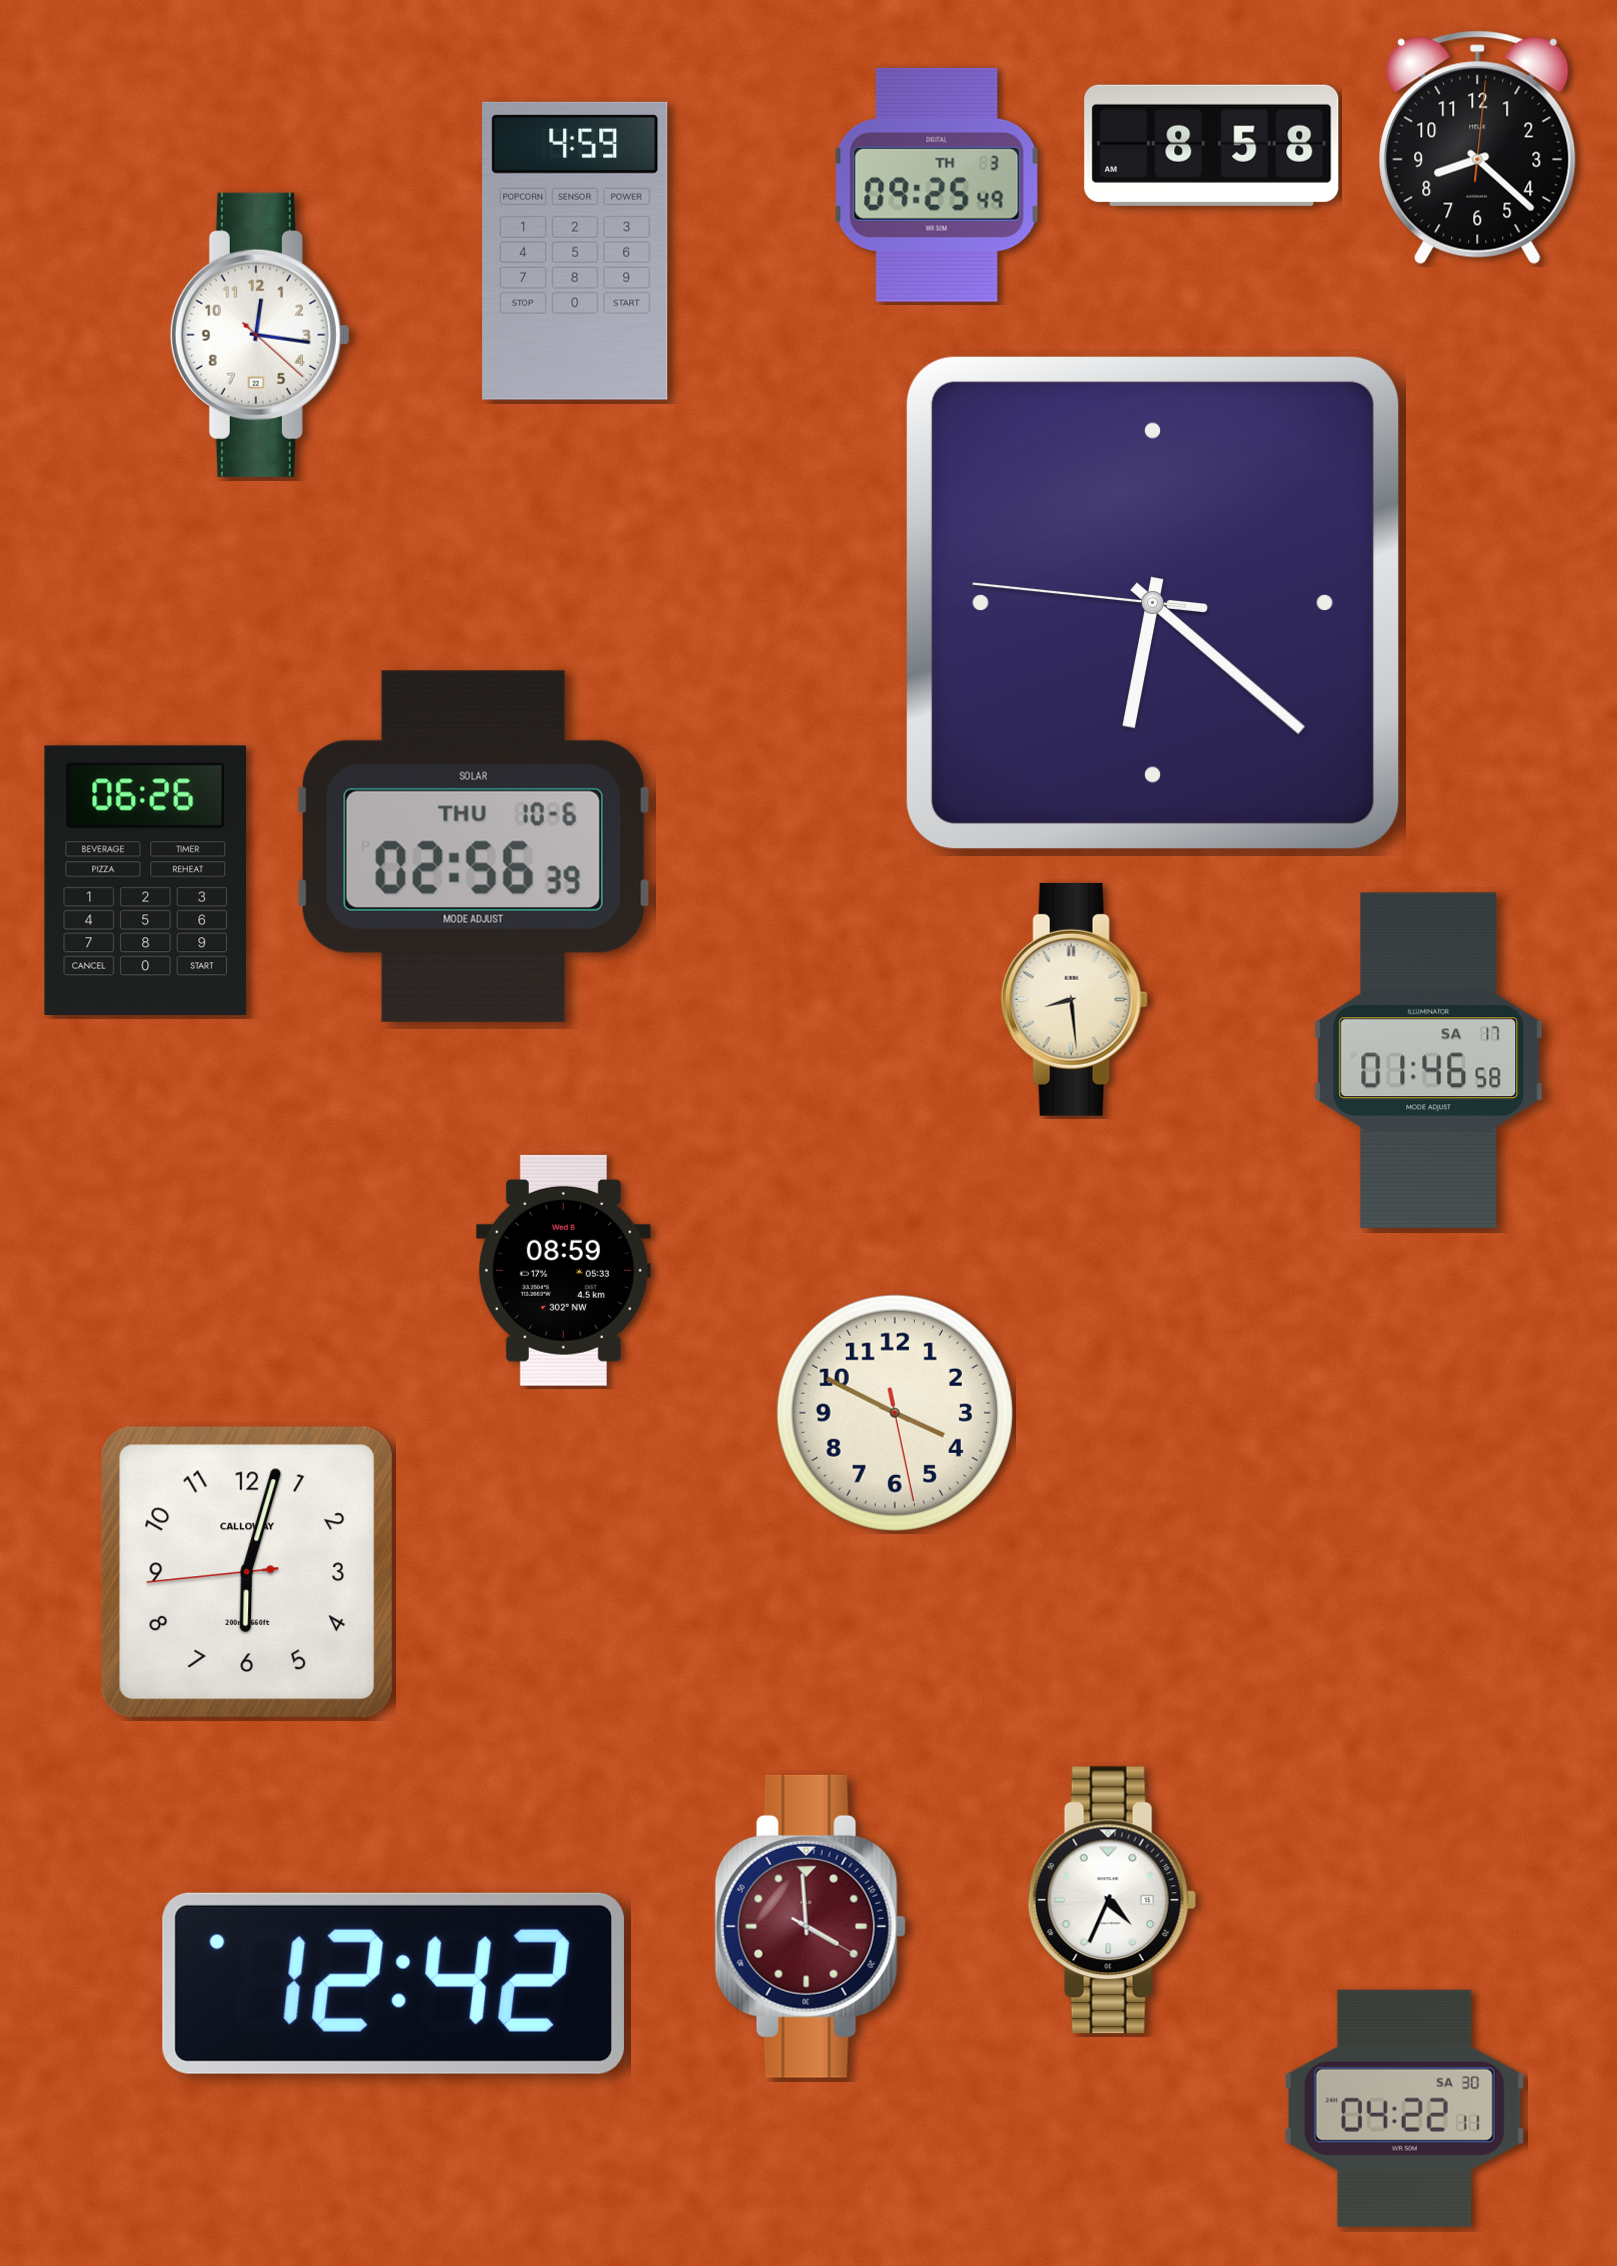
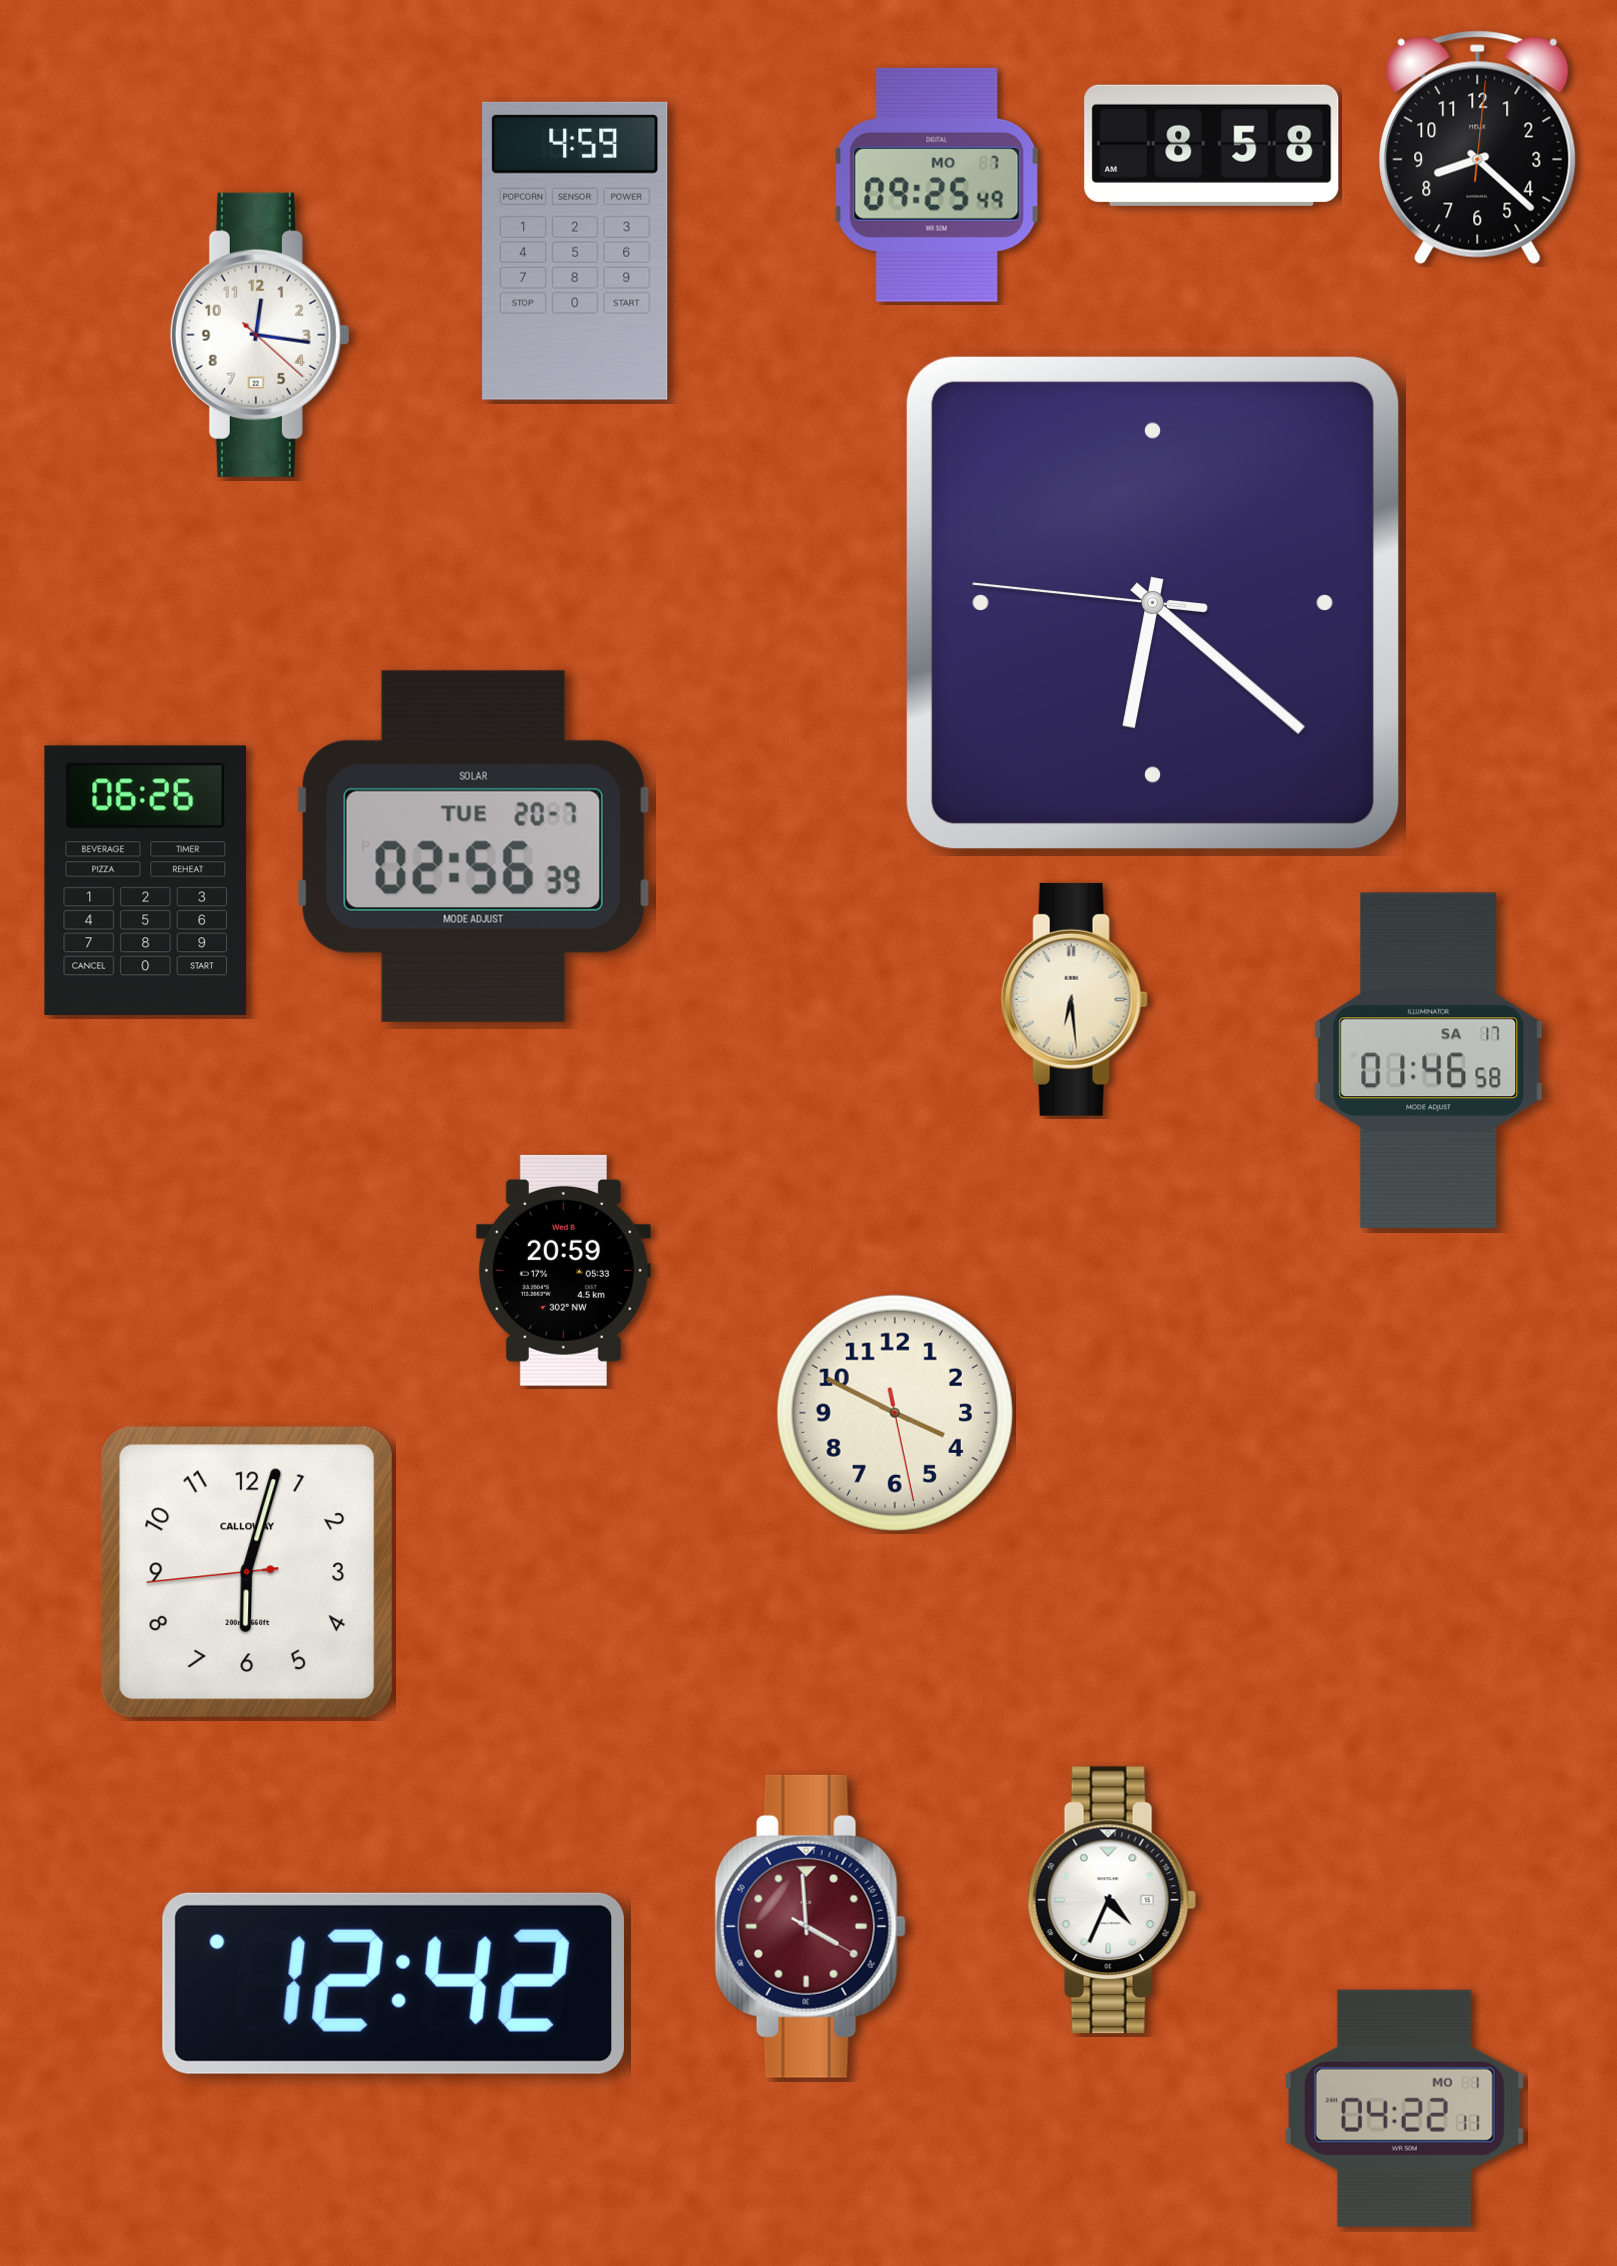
clock at (937, 185) date: TH 3 -> MO 7
clock at (473, 846) date: THU 10-6 -> TUE 20-7
clock at (1074, 999): 8:29 -> 6:29
clock at (563, 1270): 08:59 -> 20:59
clock at (1404, 2108) date: SA 30 -> MO 1
